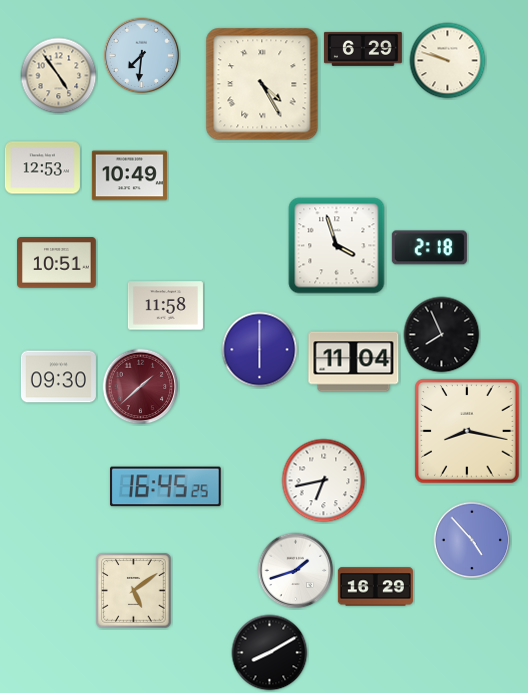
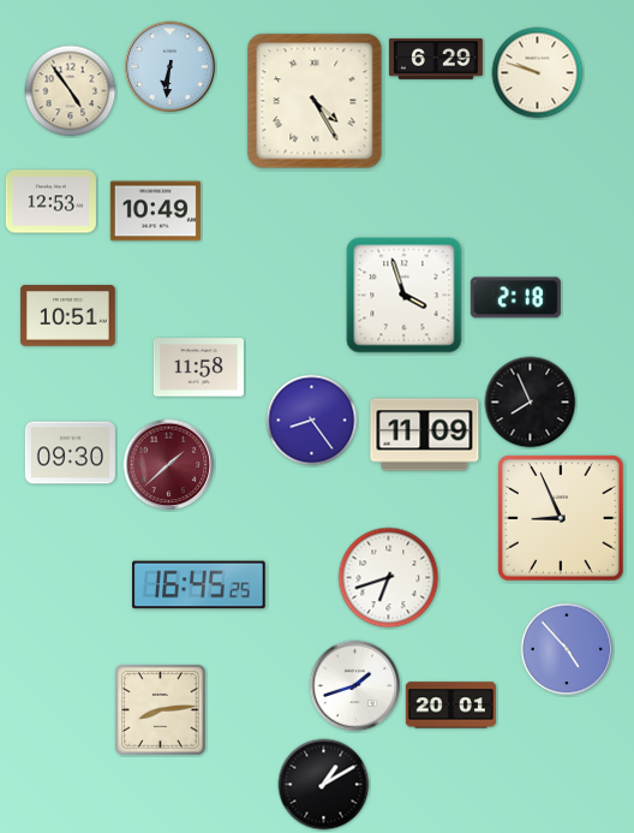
clock at (142, 56): 7:31 -> 6:31
clock at (260, 350): 6:00 -> 8:24
clock at (354, 362): 11:04 -> 11:09
clock at (467, 431): 8:17 -> 8:56
clock at (324, 481): 6:43 -> 6:42
clock at (375, 587): 16:29 -> 20:01
clock at (134, 591): 5:09 -> 8:14
clock at (270, 653): 8:10 -> 1:10
